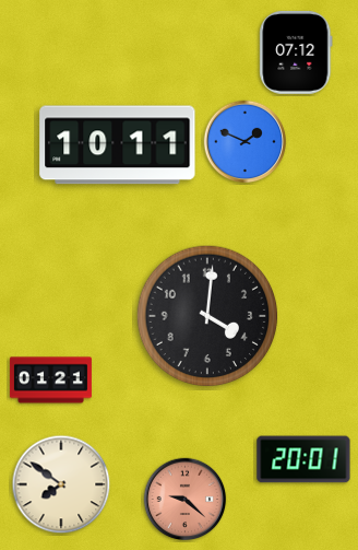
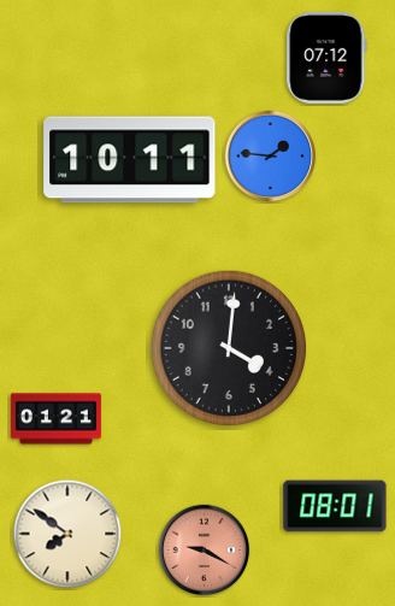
clock at (246, 142): 1:49 -> 1:46
clock at (303, 459): 20:01 -> 08:01
clock at (186, 500): 9:22 -> 9:20
